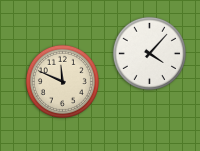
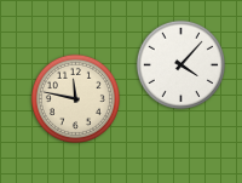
clock at (62, 81): 11:49 -> 11:47
